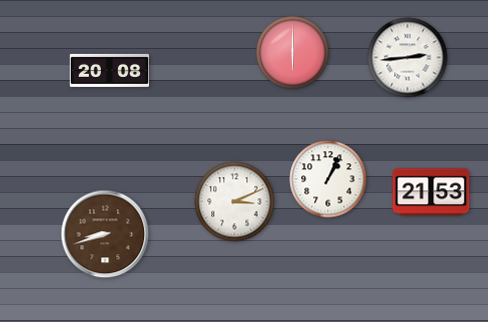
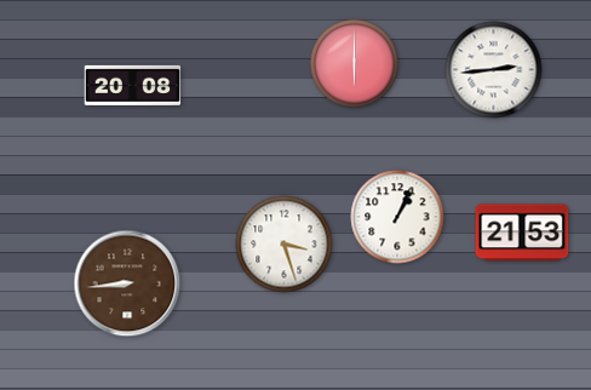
clock at (235, 202): 3:11 -> 3:27
clock at (105, 234): 8:42 -> 8:44
